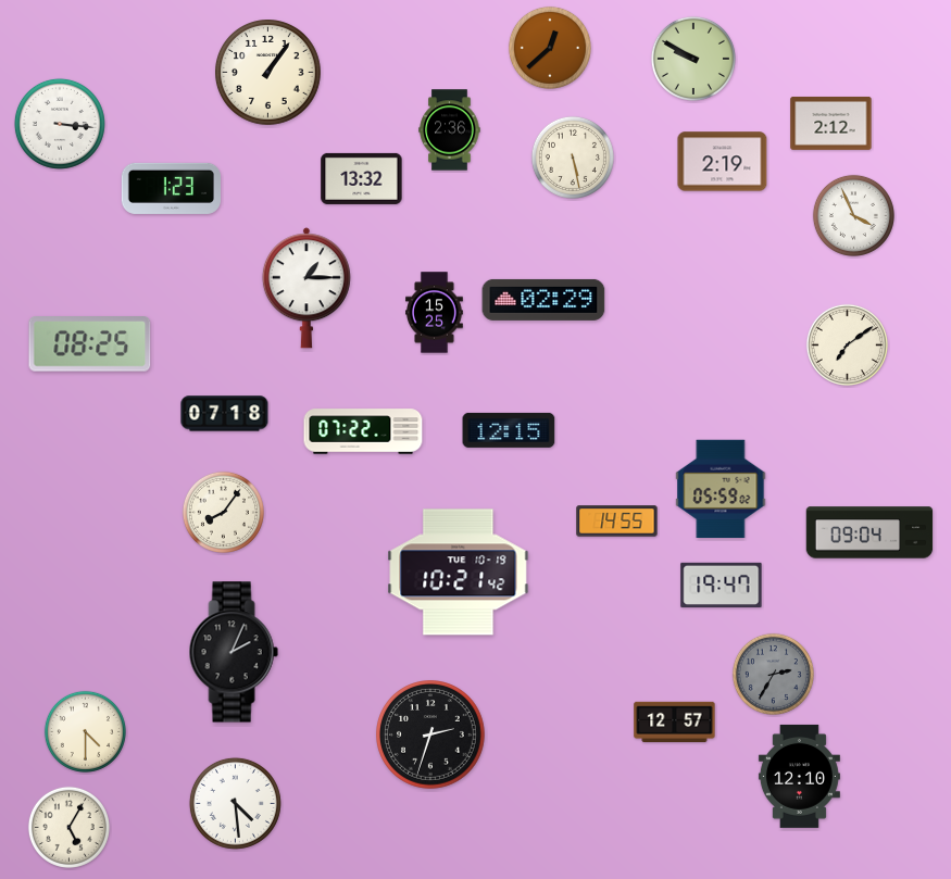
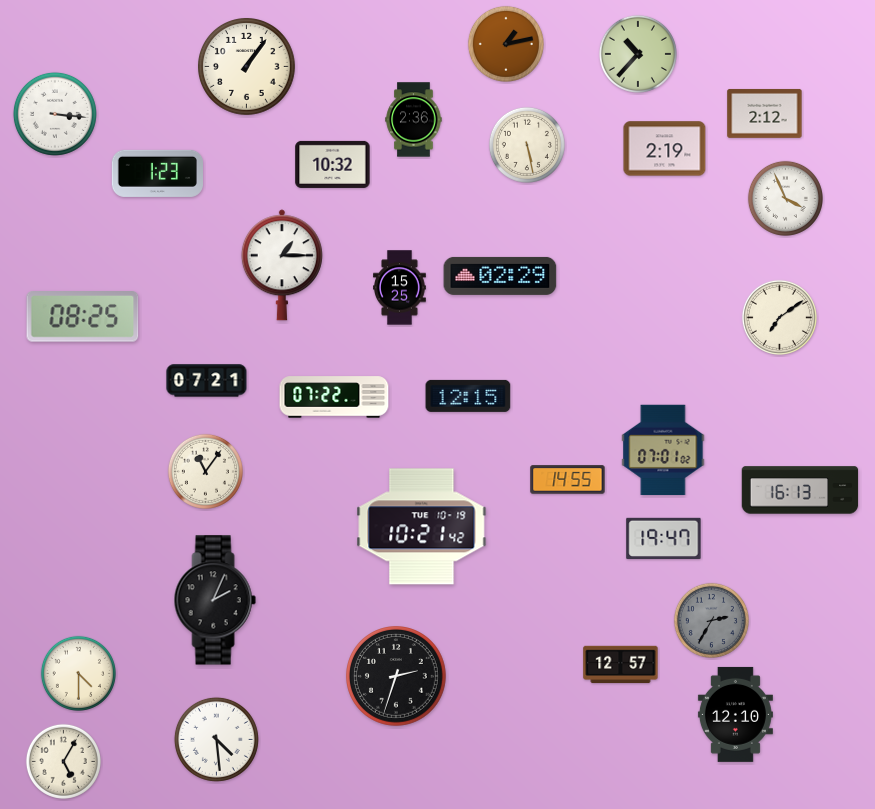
clock at (550, 48): 12:38 -> 1:13
clock at (693, 59): 9:50 -> 10:37
clock at (362, 178): 13:32 -> 10:32
clock at (225, 414): 07:18 -> 07:21
clock at (721, 488): 05:59 -> 07:01
clock at (223, 512): 8:06 -> 11:06
clock at (869, 532): 09:04 -> 16:13
